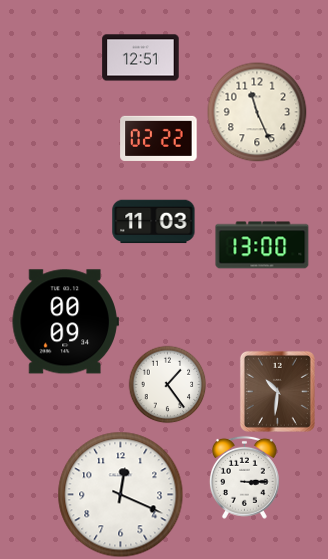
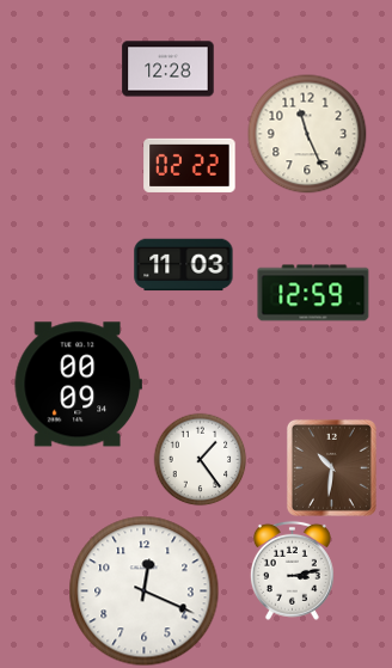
clock at (141, 58): 12:51 -> 12:28
clock at (262, 245): 13:00 -> 12:59
clock at (244, 477): 3:15 -> 3:13
